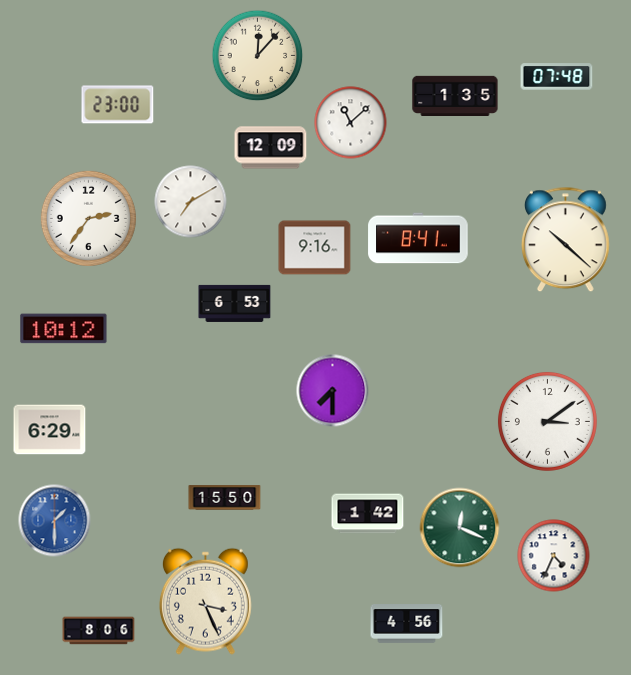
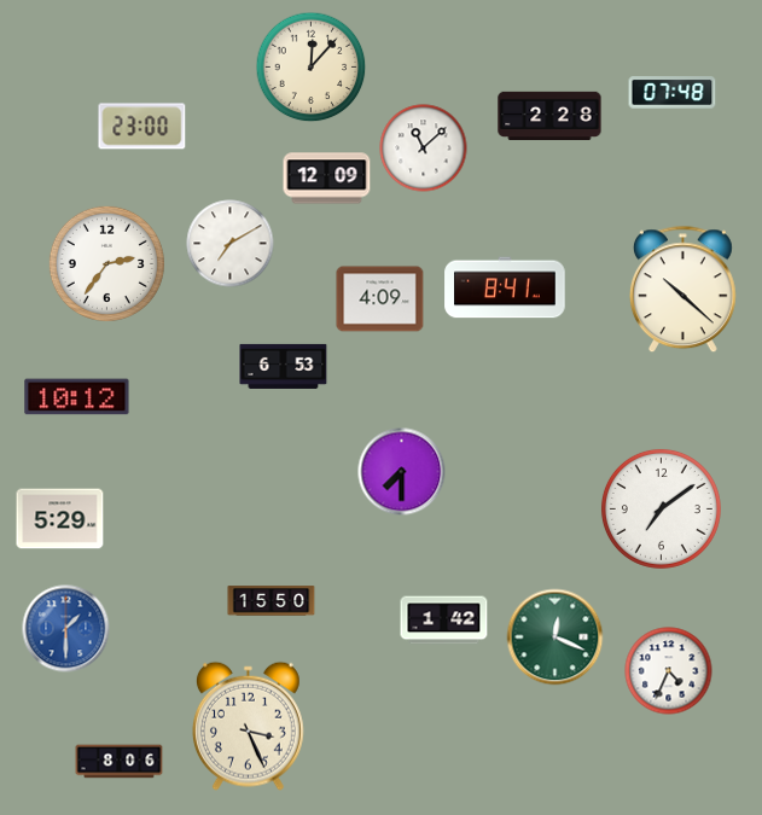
clock at (455, 95): 1:35 -> 2:28
clock at (315, 248): 9:16 -> 4:09
clock at (547, 421): 3:09 -> 7:09
clock at (50, 430): 6:29 -> 5:29
clock at (407, 624): 4:56 -> none
